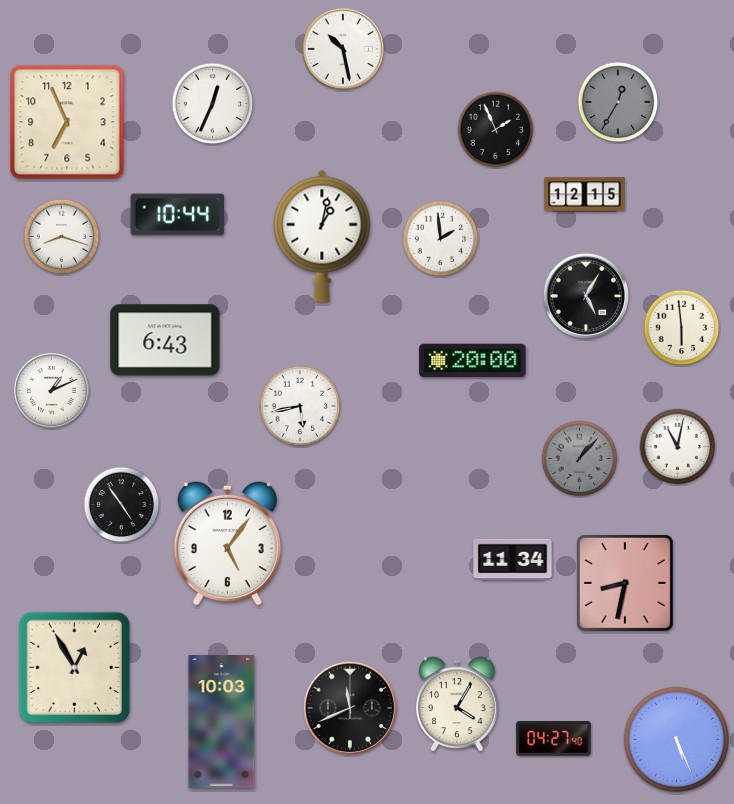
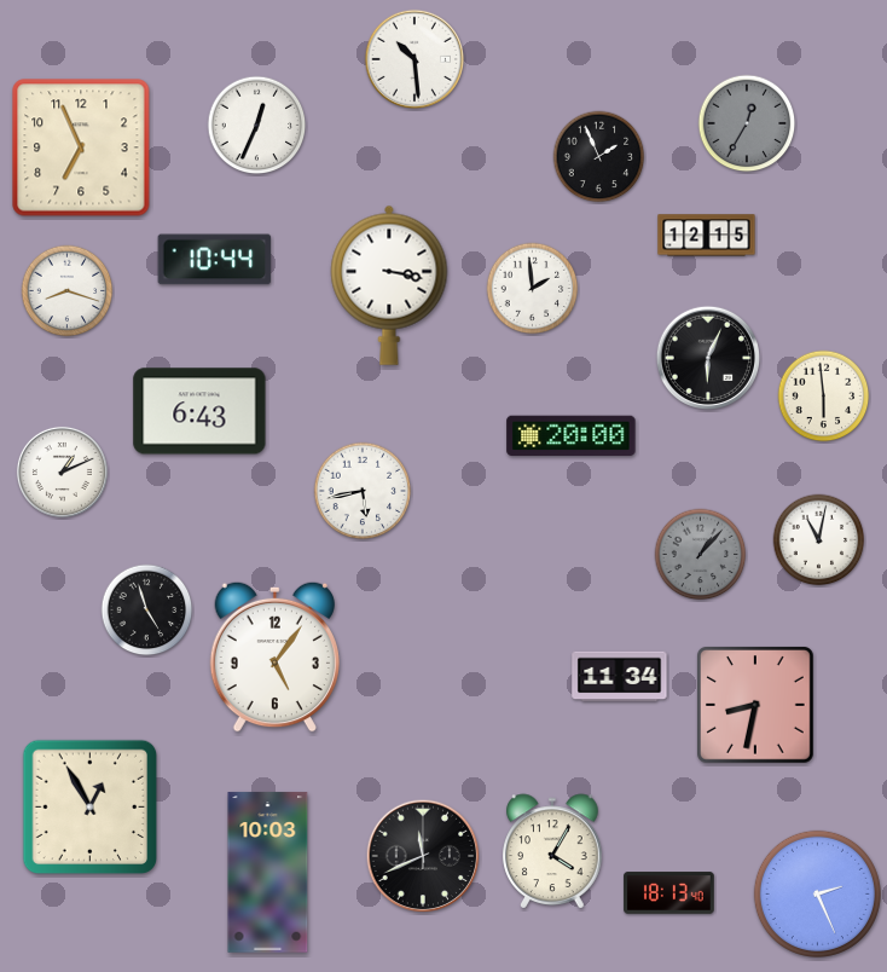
clock at (342, 48): 10:28 -> 10:29
clock at (322, 236): 1:02 -> 3:17
clock at (62, 237) position: (62, 237) -> (68, 291)
clock at (585, 295): 5:05 -> 6:04
clock at (122, 505): 4:54 -> 4:57
clock at (554, 739): 04:27 -> 18:13
clock at (676, 739): 5:26 -> 2:26
